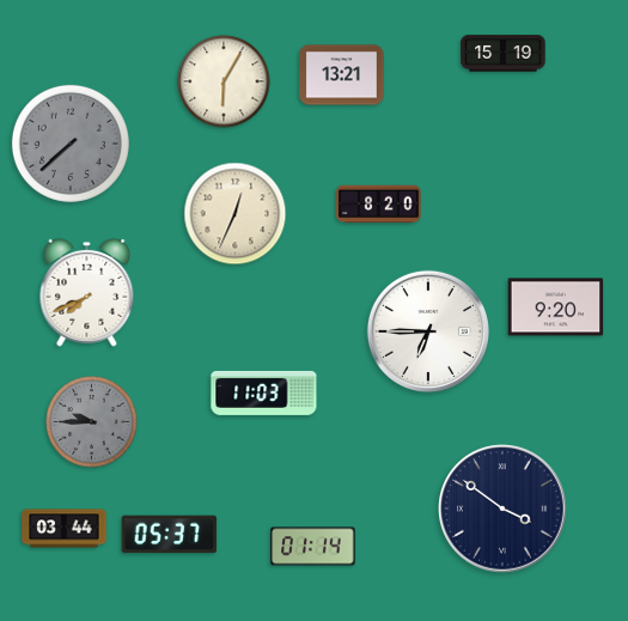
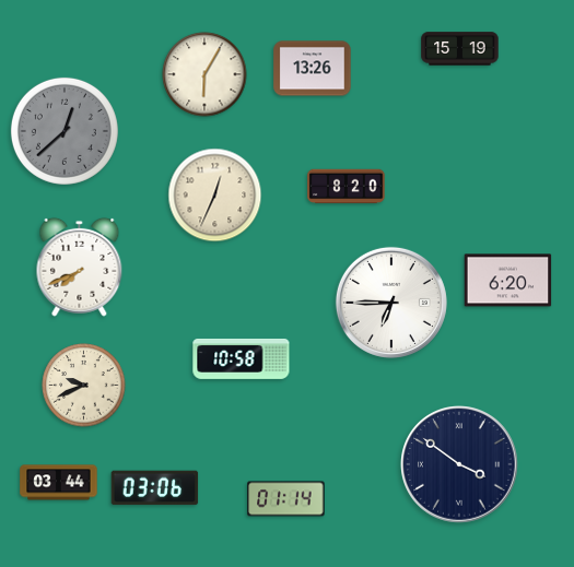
clock at (342, 75): 13:21 -> 13:26
clock at (71, 144): 7:38 -> 12:38
clock at (556, 308): 9:20 -> 6:20
clock at (264, 392): 11:03 -> 10:58
clock at (92, 422): 9:45 -> 9:41
clock at (92, 422) dial: grey -> cream
clock at (170, 535): 05:37 -> 03:06
